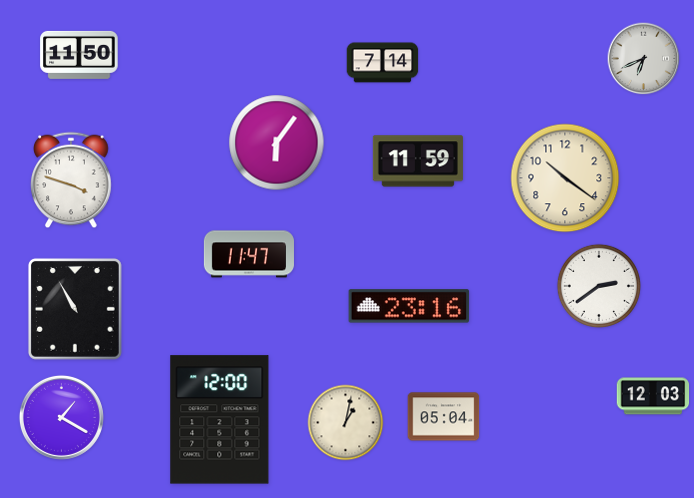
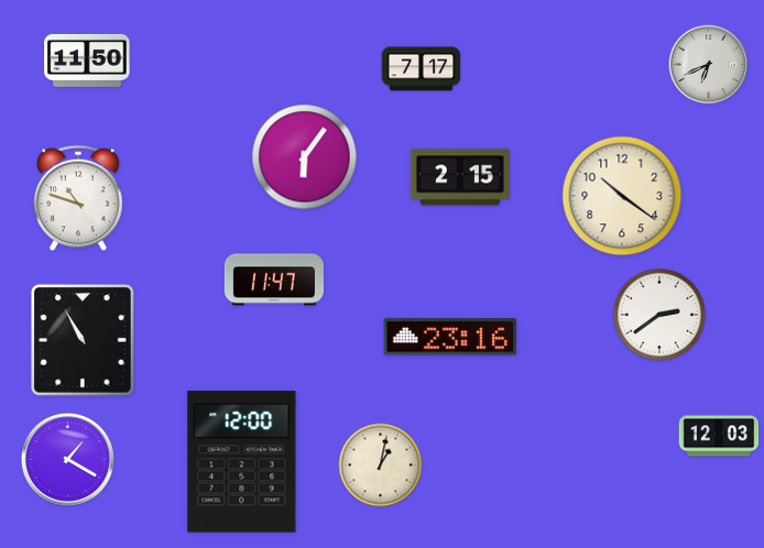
clock at (383, 63): 7:14 -> 7:17
clock at (418, 161): 11:59 -> 2:15
clock at (71, 180): 3:48 -> 10:48
clock at (444, 417): 05:04 -> none
